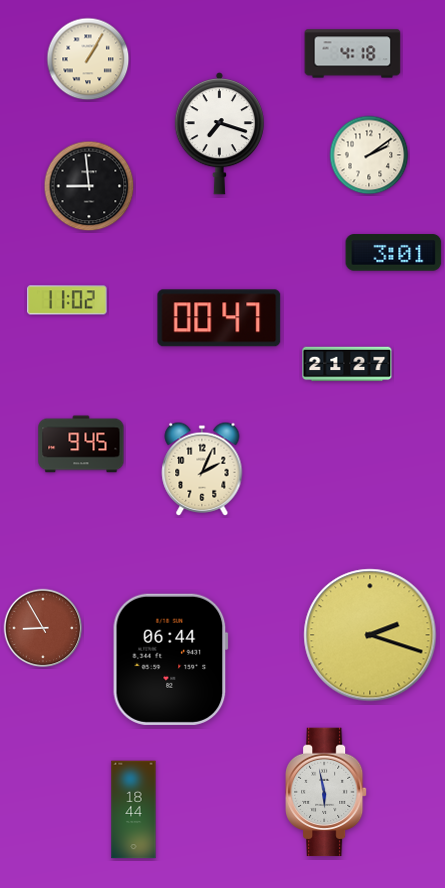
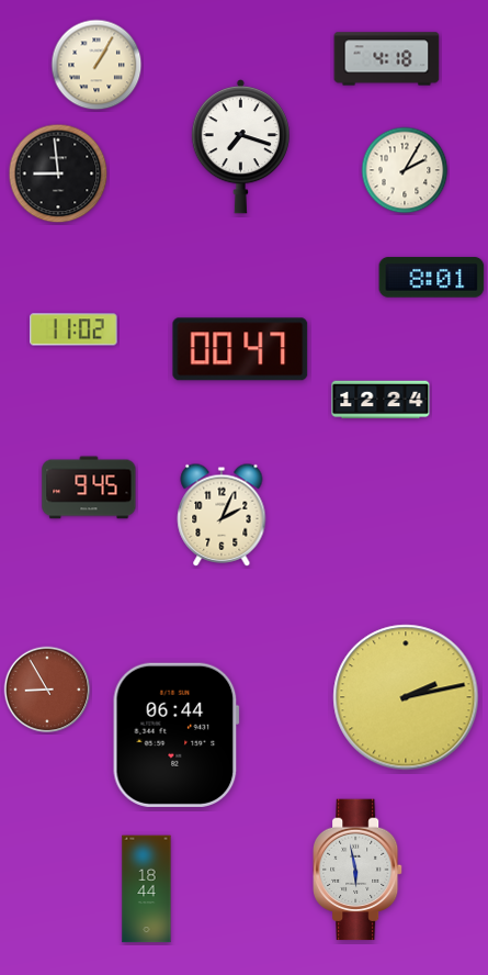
clock at (369, 155): 2:09 -> 2:05
clock at (89, 186) position: (89, 186) -> (58, 173)
clock at (394, 253): 3:01 -> 8:01
clock at (347, 364): 21:27 -> 12:24
clock at (370, 635): 2:18 -> 2:13
clock at (170, 659) position: (170, 659) -> (175, 735)
